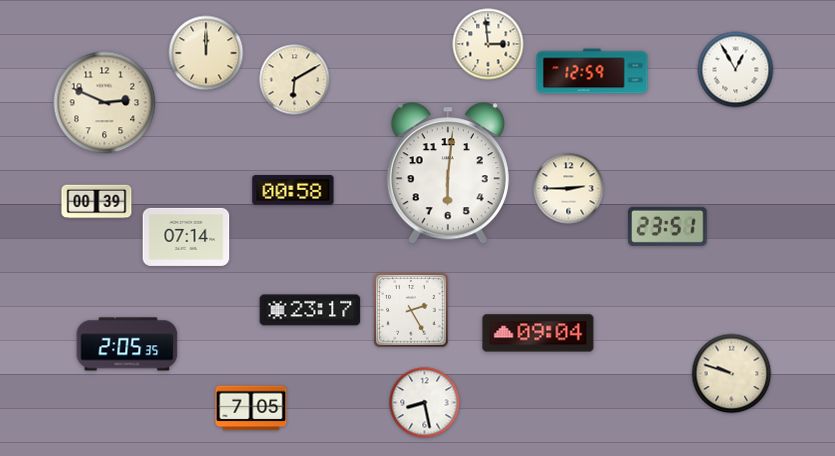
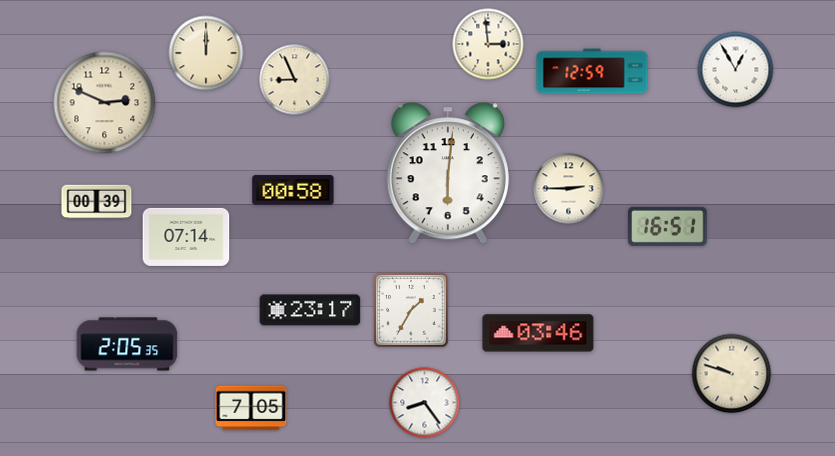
clock at (295, 80): 6:10 -> 8:56
clock at (668, 226): 23:51 -> 16:51
clock at (411, 310): 2:25 -> 1:35
clock at (538, 333): 09:04 -> 03:46
clock at (425, 403): 8:28 -> 8:24
